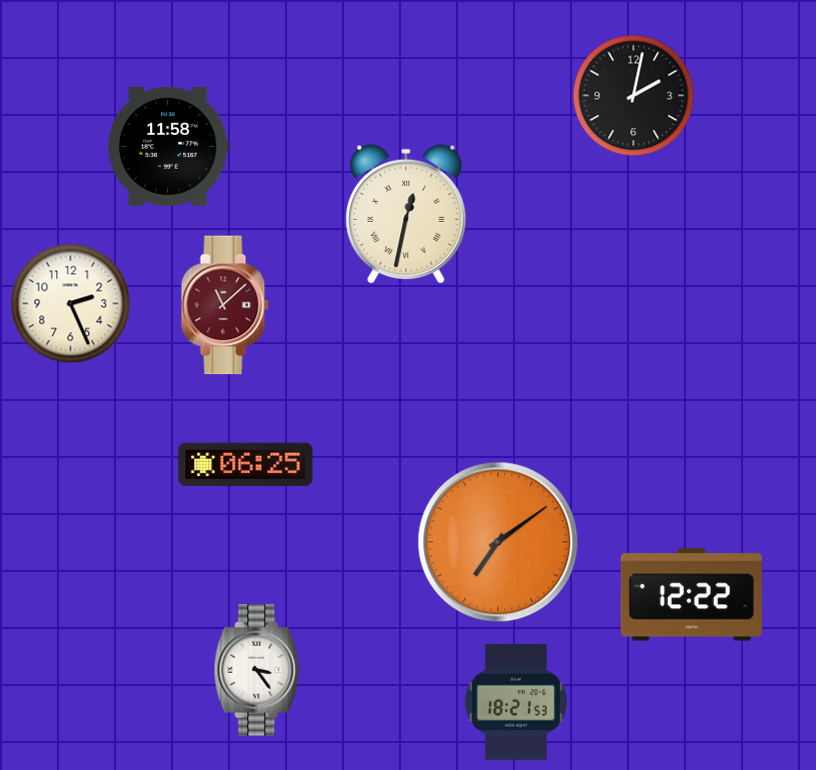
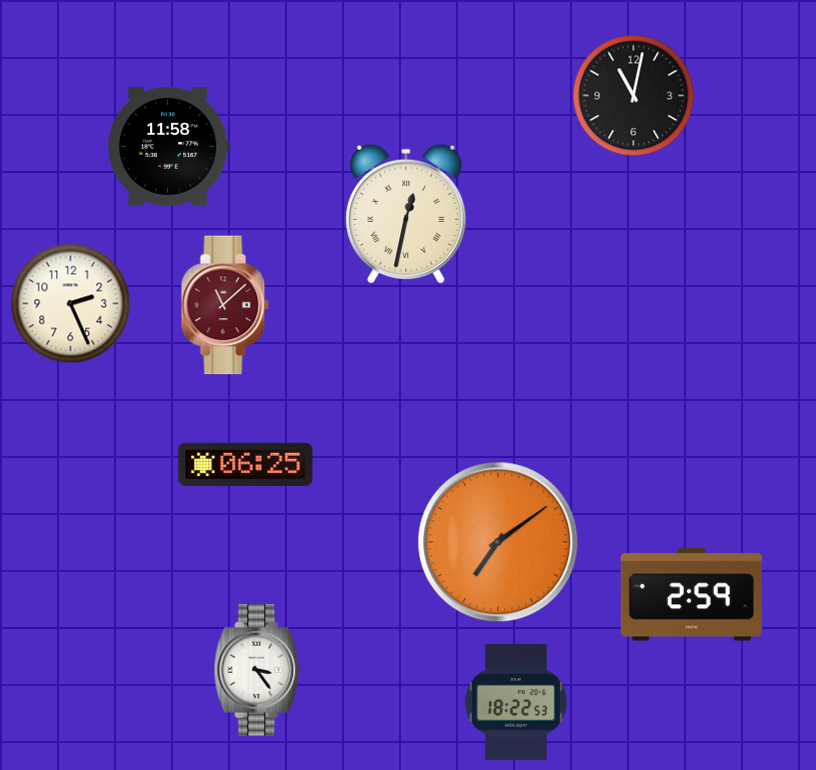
clock at (634, 96): 2:02 -> 11:02
clock at (691, 595): 12:22 -> 2:59
clock at (516, 702): 18:21 -> 18:22
